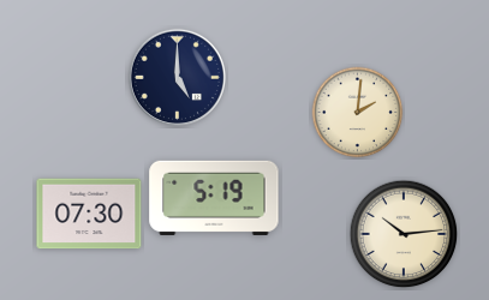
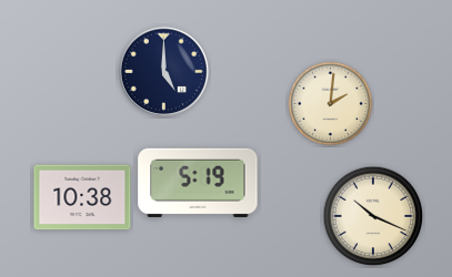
clock at (89, 214): 07:30 -> 10:38
clock at (404, 234): 10:14 -> 10:19
